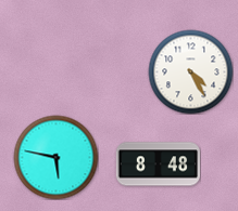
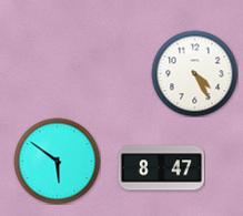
clock at (55, 157): 5:47 -> 5:51
clock at (158, 164): 8:48 -> 8:47
